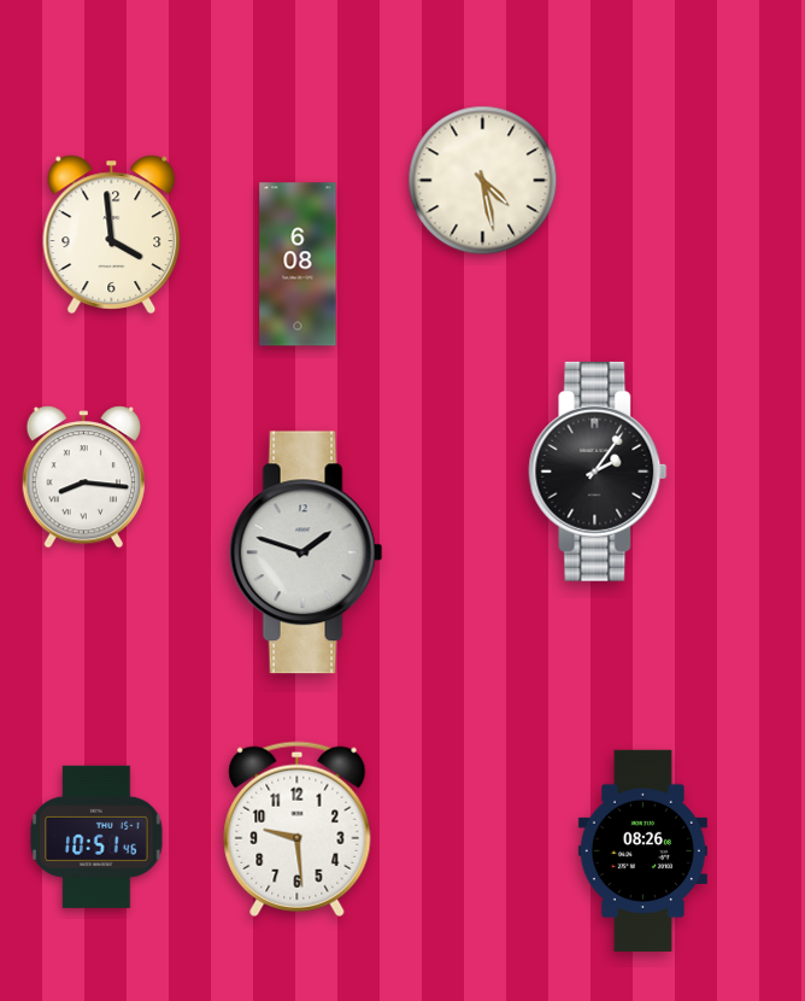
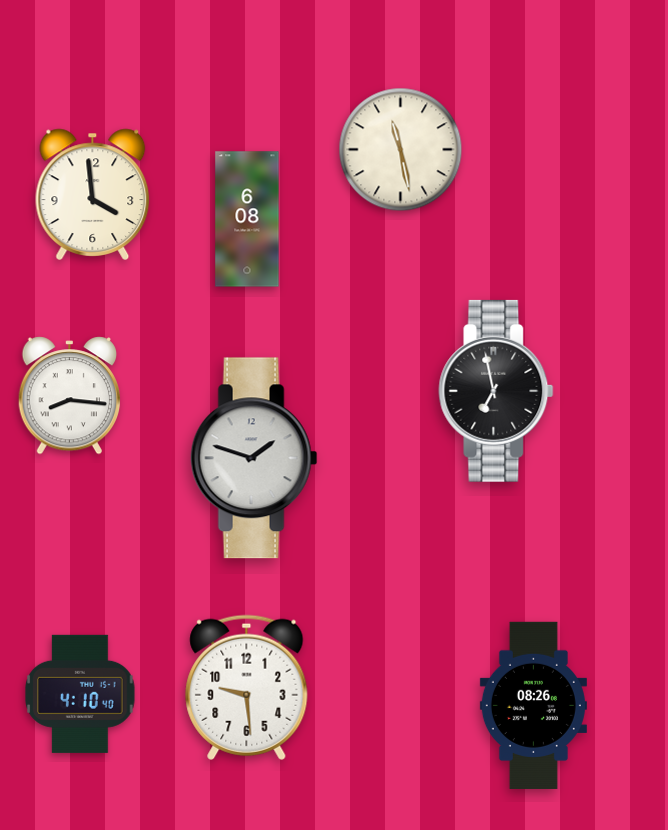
clock at (483, 181): 4:28 -> 11:28
clock at (598, 472): 2:06 -> 6:58
clock at (96, 837): 10:51 -> 4:10
